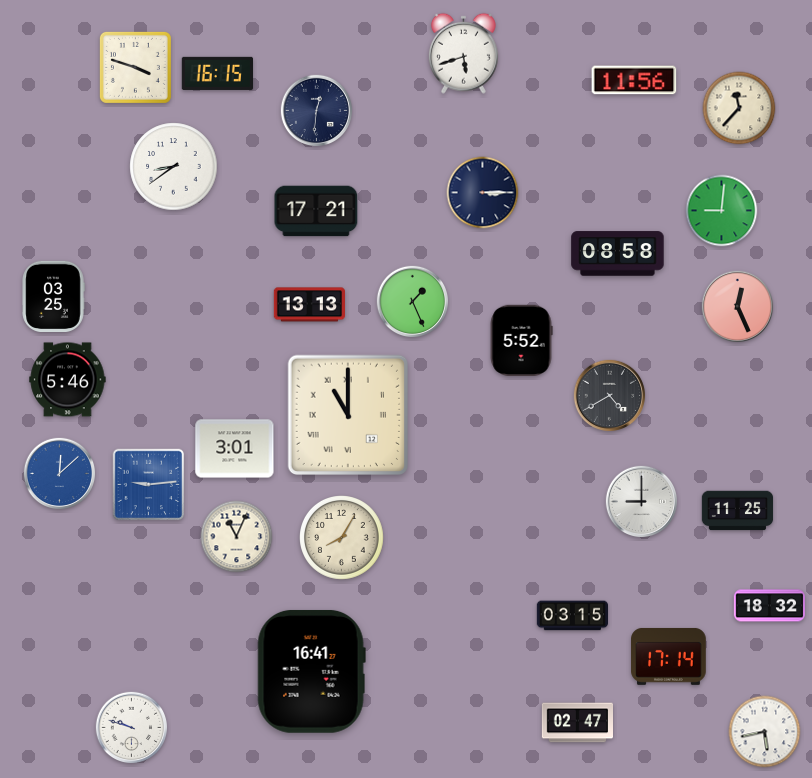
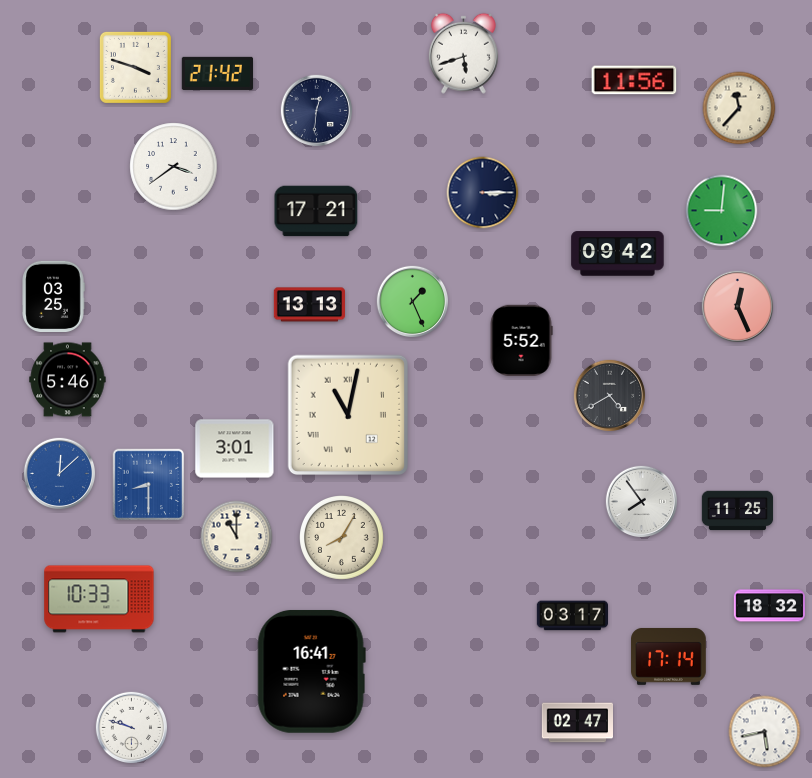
clock at (217, 73): 16:15 -> 21:42
clock at (174, 167): 8:39 -> 3:39
clock at (618, 254): 08:58 -> 09:42
clock at (347, 414): 11:00 -> 11:02
clock at (149, 485): 9:14 -> 8:30
clock at (642, 502): 9:00 -> 7:54
clock at (237, 537): 11:04 -> 11:00
clock at (99, 599): none -> 10:33
clock at (572, 616): 03:15 -> 03:17
